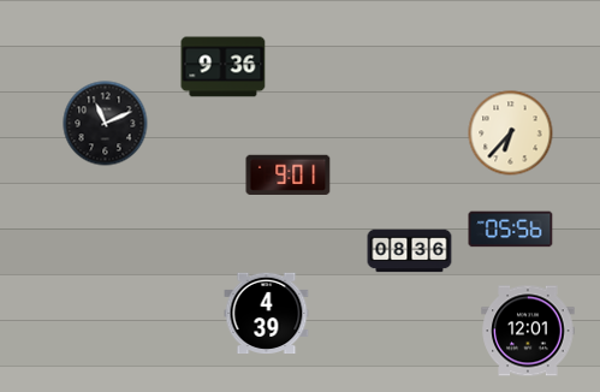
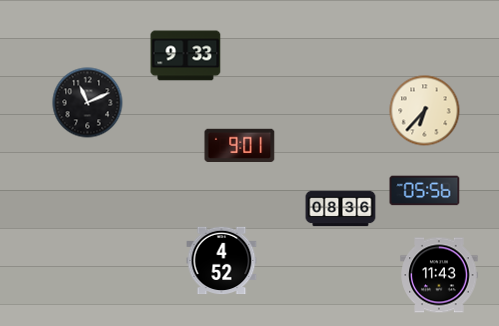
clock at (224, 67): 9:36 -> 9:33
clock at (267, 314): 4:39 -> 4:52
clock at (528, 331): 12:01 -> 11:43
